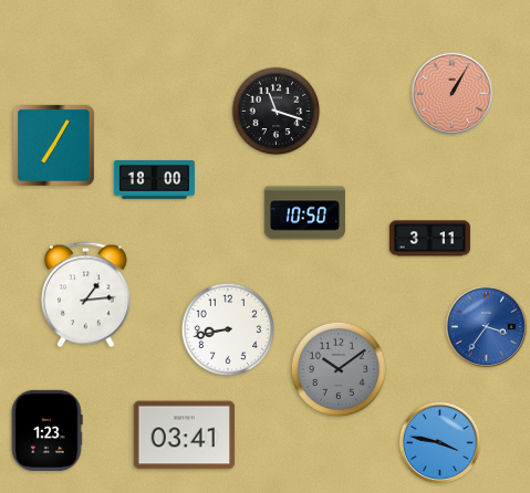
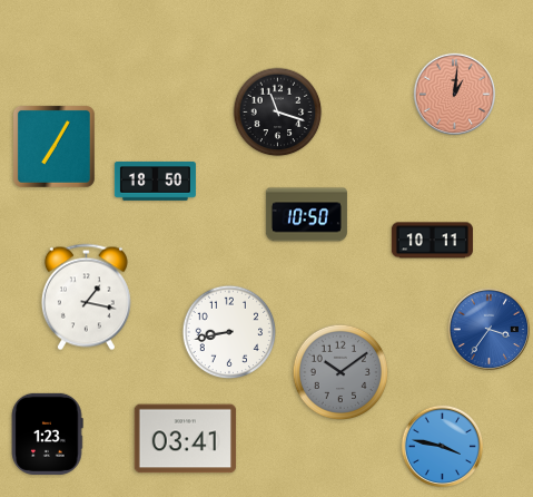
clock at (453, 94): 1:05 -> 1:01
clock at (154, 180): 18:00 -> 18:50
clock at (429, 239): 3:11 -> 10:11
clock at (85, 295): 1:14 -> 1:17
